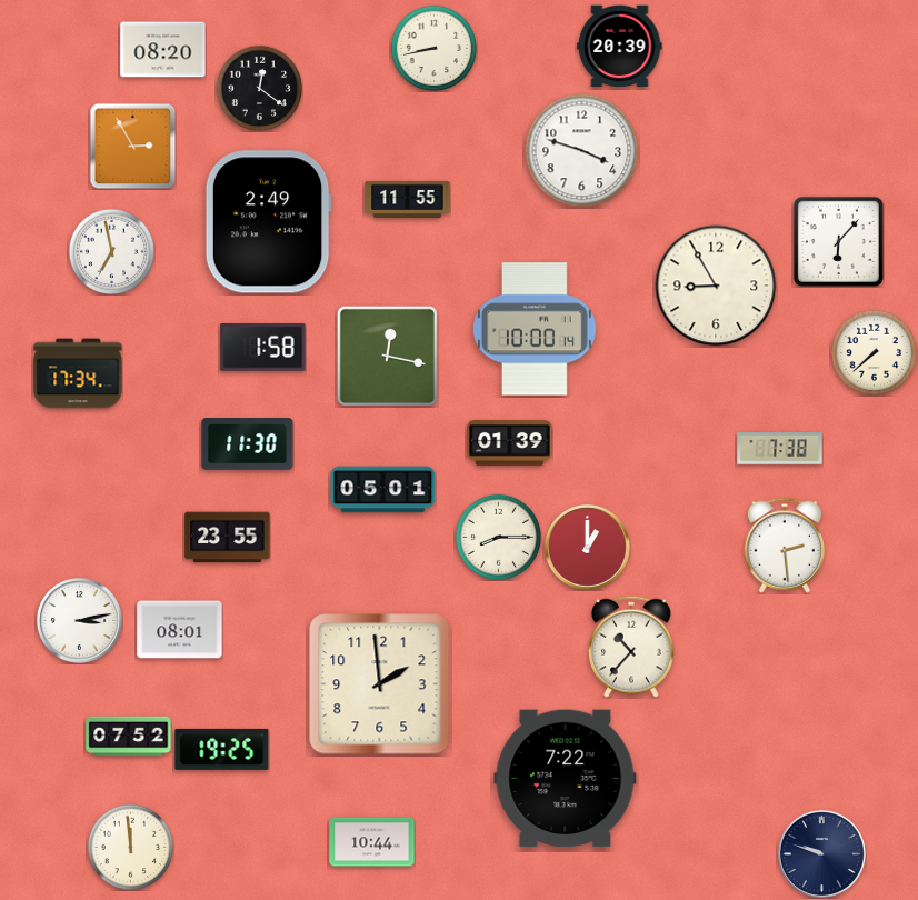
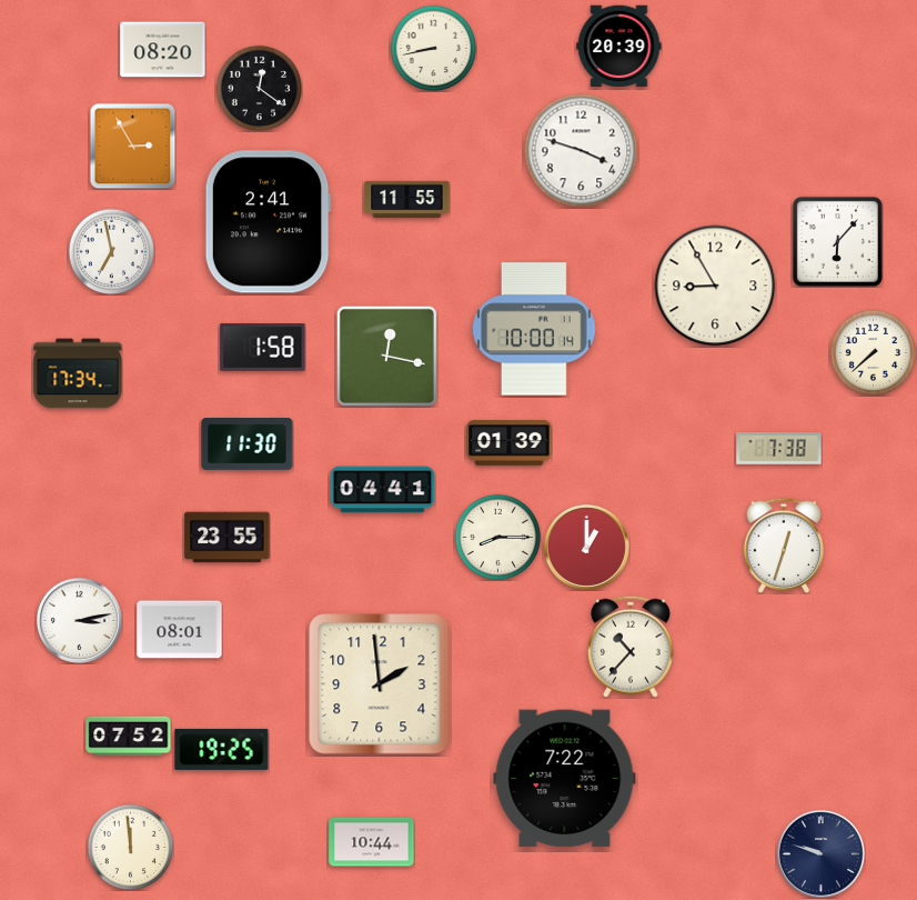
clock at (268, 222): 2:49 -> 2:41
clock at (383, 490): 05:01 -> 04:41
clock at (784, 546): 2:29 -> 12:33
